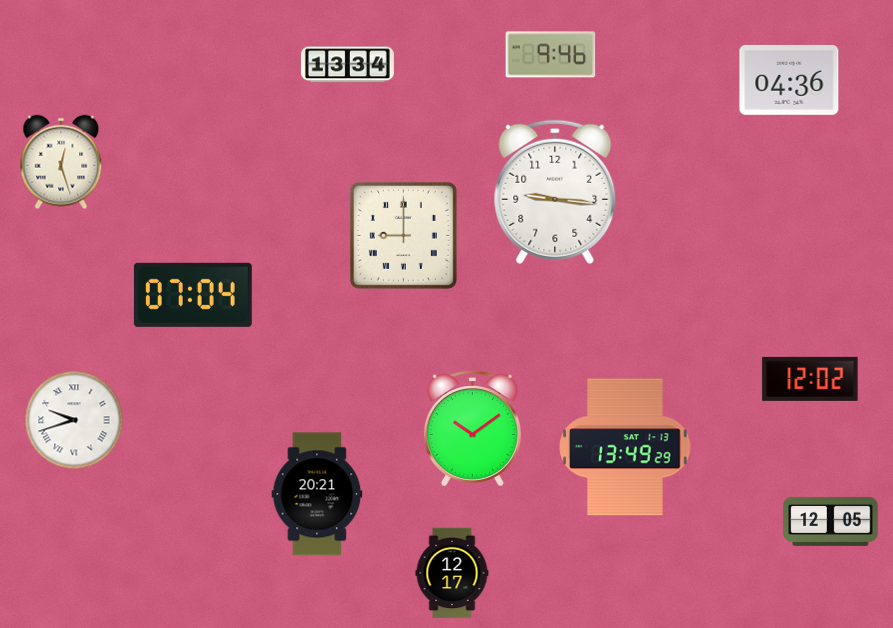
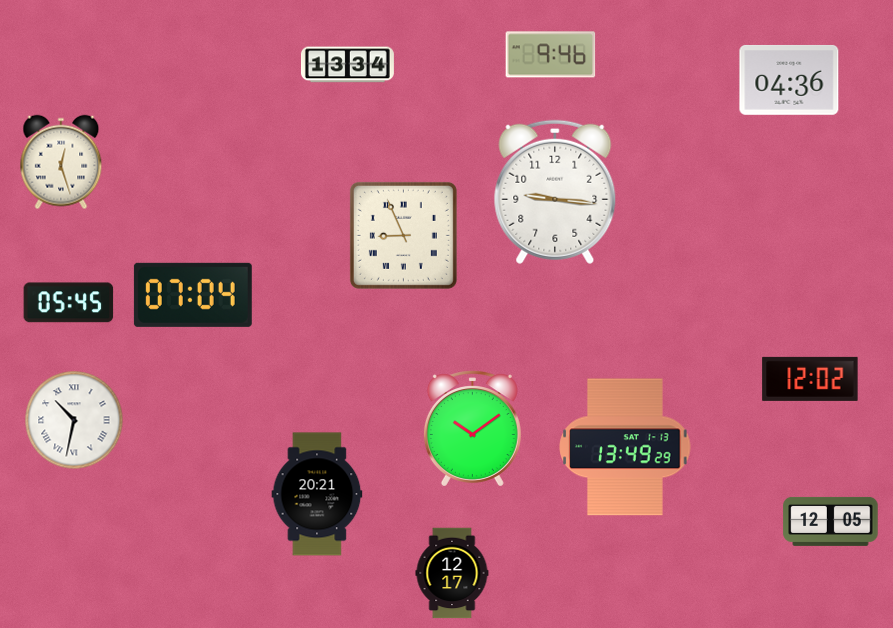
clock at (403, 235): 9:00 -> 8:56
clock at (69, 303): none -> 05:45
clock at (74, 420): 9:42 -> 10:32
